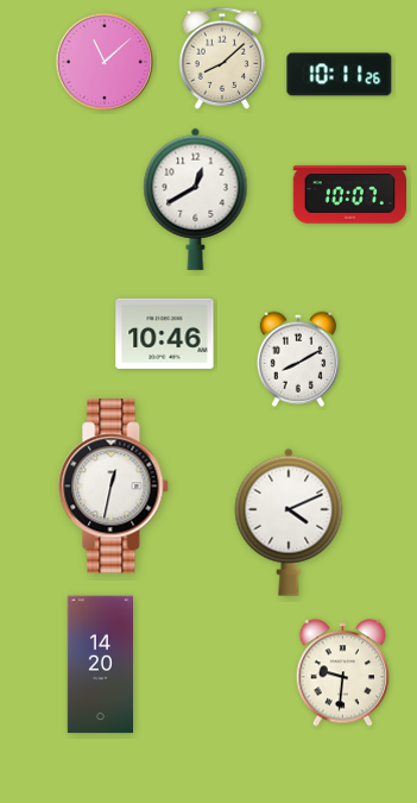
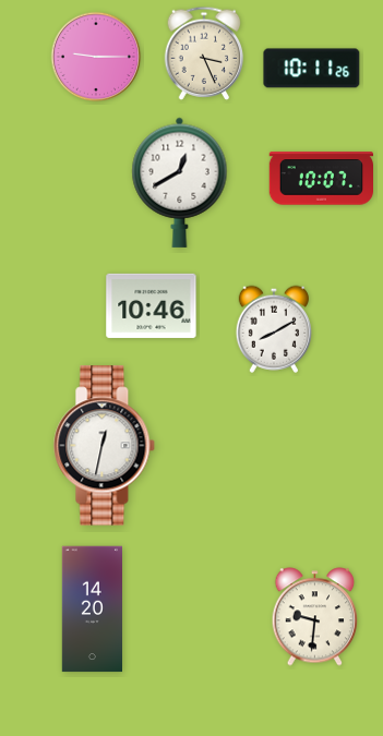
clock at (222, 58): 8:08 -> 3:26
clock at (105, 62): 11:08 -> 9:15
clock at (289, 522): 4:11 -> none
